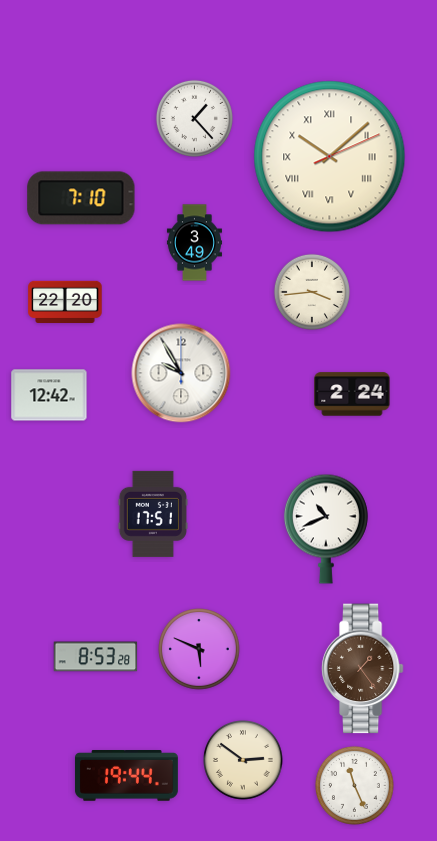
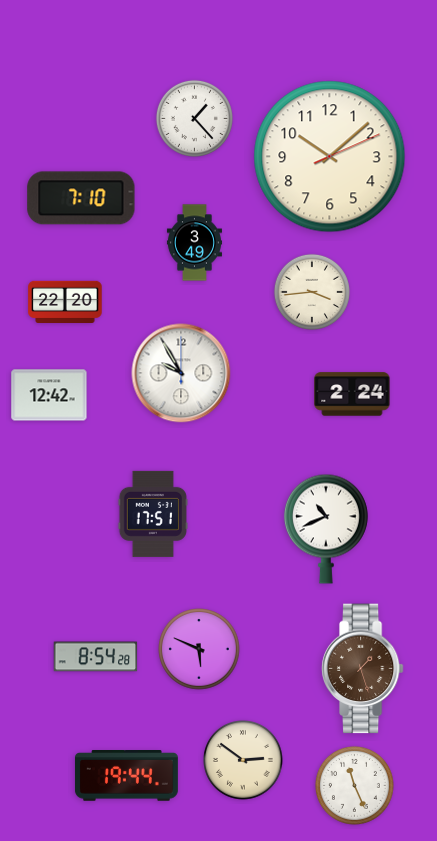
clock at (330, 157) numerals: Roman -> Arabic
clock at (96, 657): 8:53 -> 8:54
clock at (362, 669): 1:24 -> 1:27
